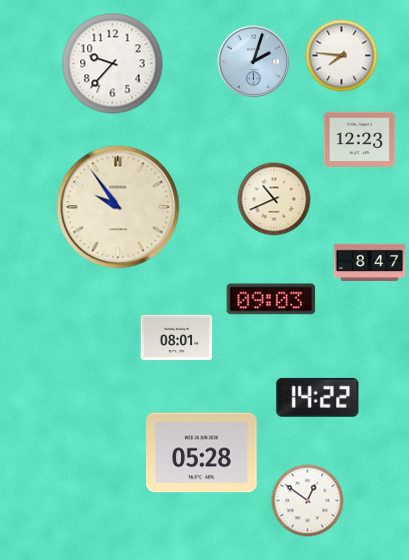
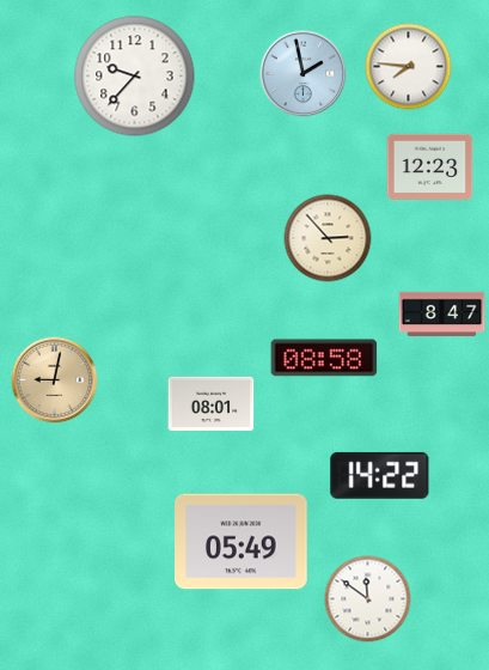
clock at (254, 62): 2:03 -> 1:58
clock at (274, 199): 10:41 -> 2:53
clock at (118, 207): 9:54 -> none
clock at (271, 299): 09:03 -> 08:58
clock at (55, 380): none -> 9:02
clock at (202, 453): 05:28 -> 05:49
clock at (308, 501): 12:51 -> 11:51
